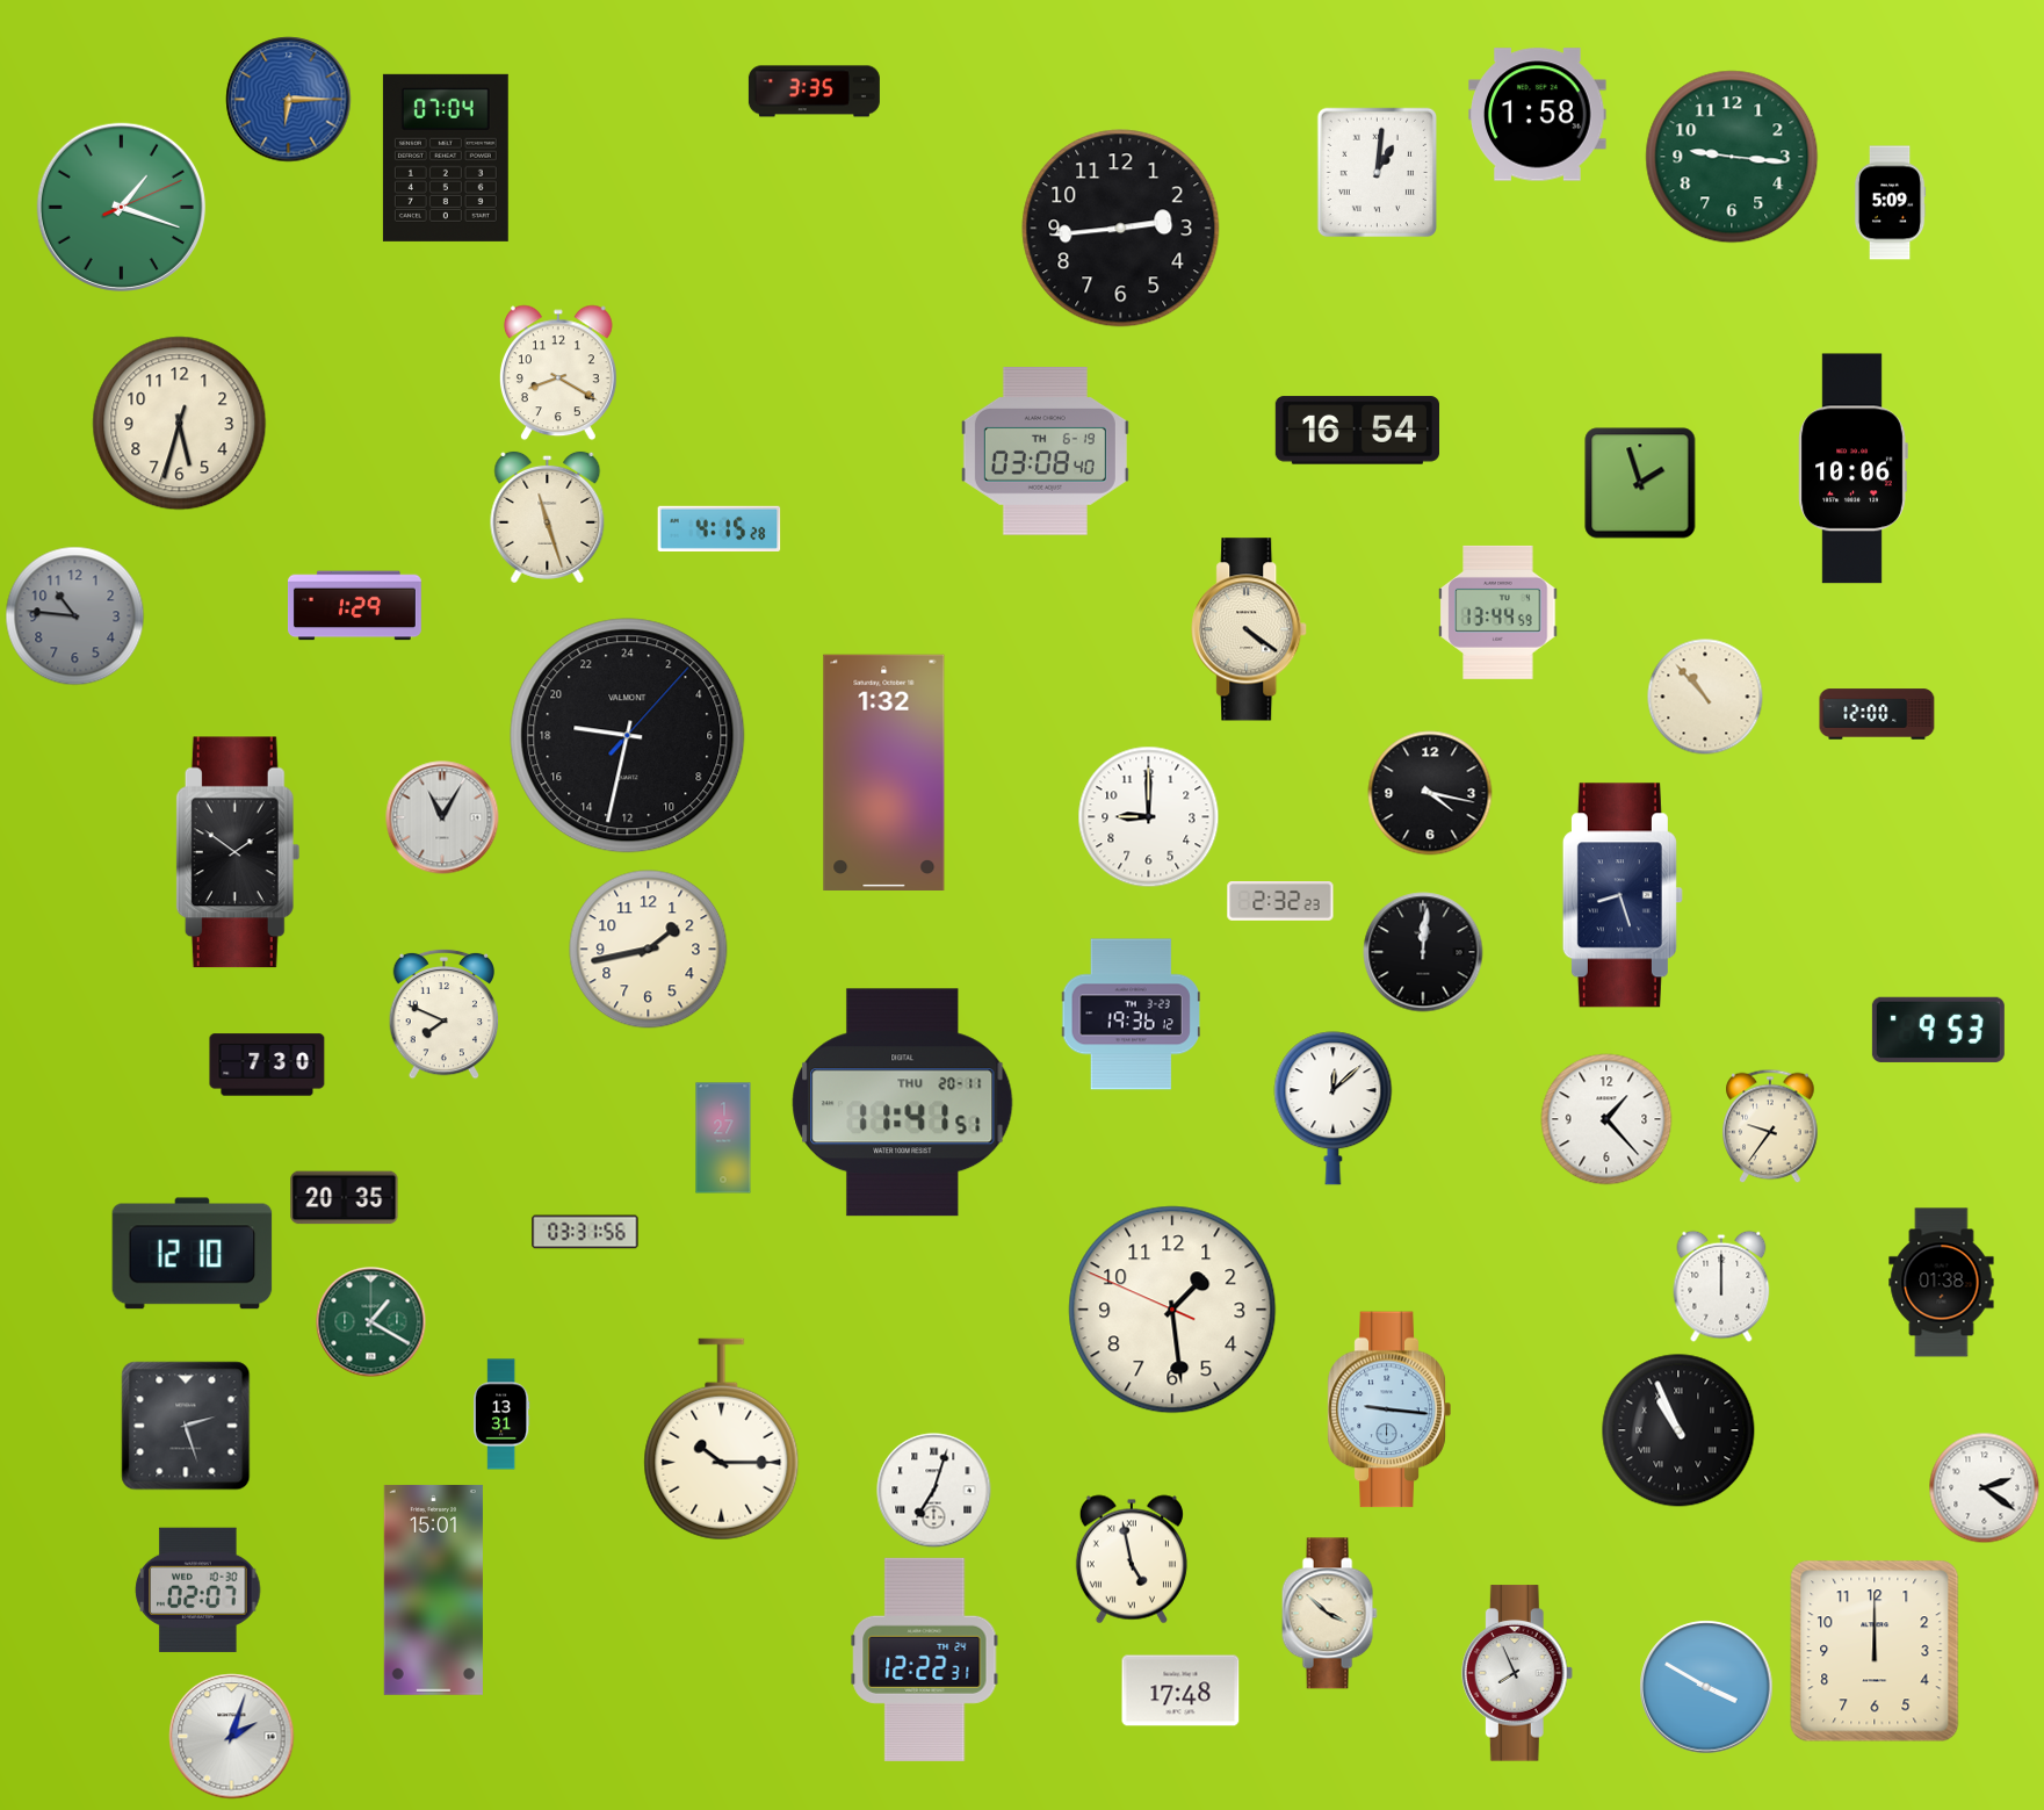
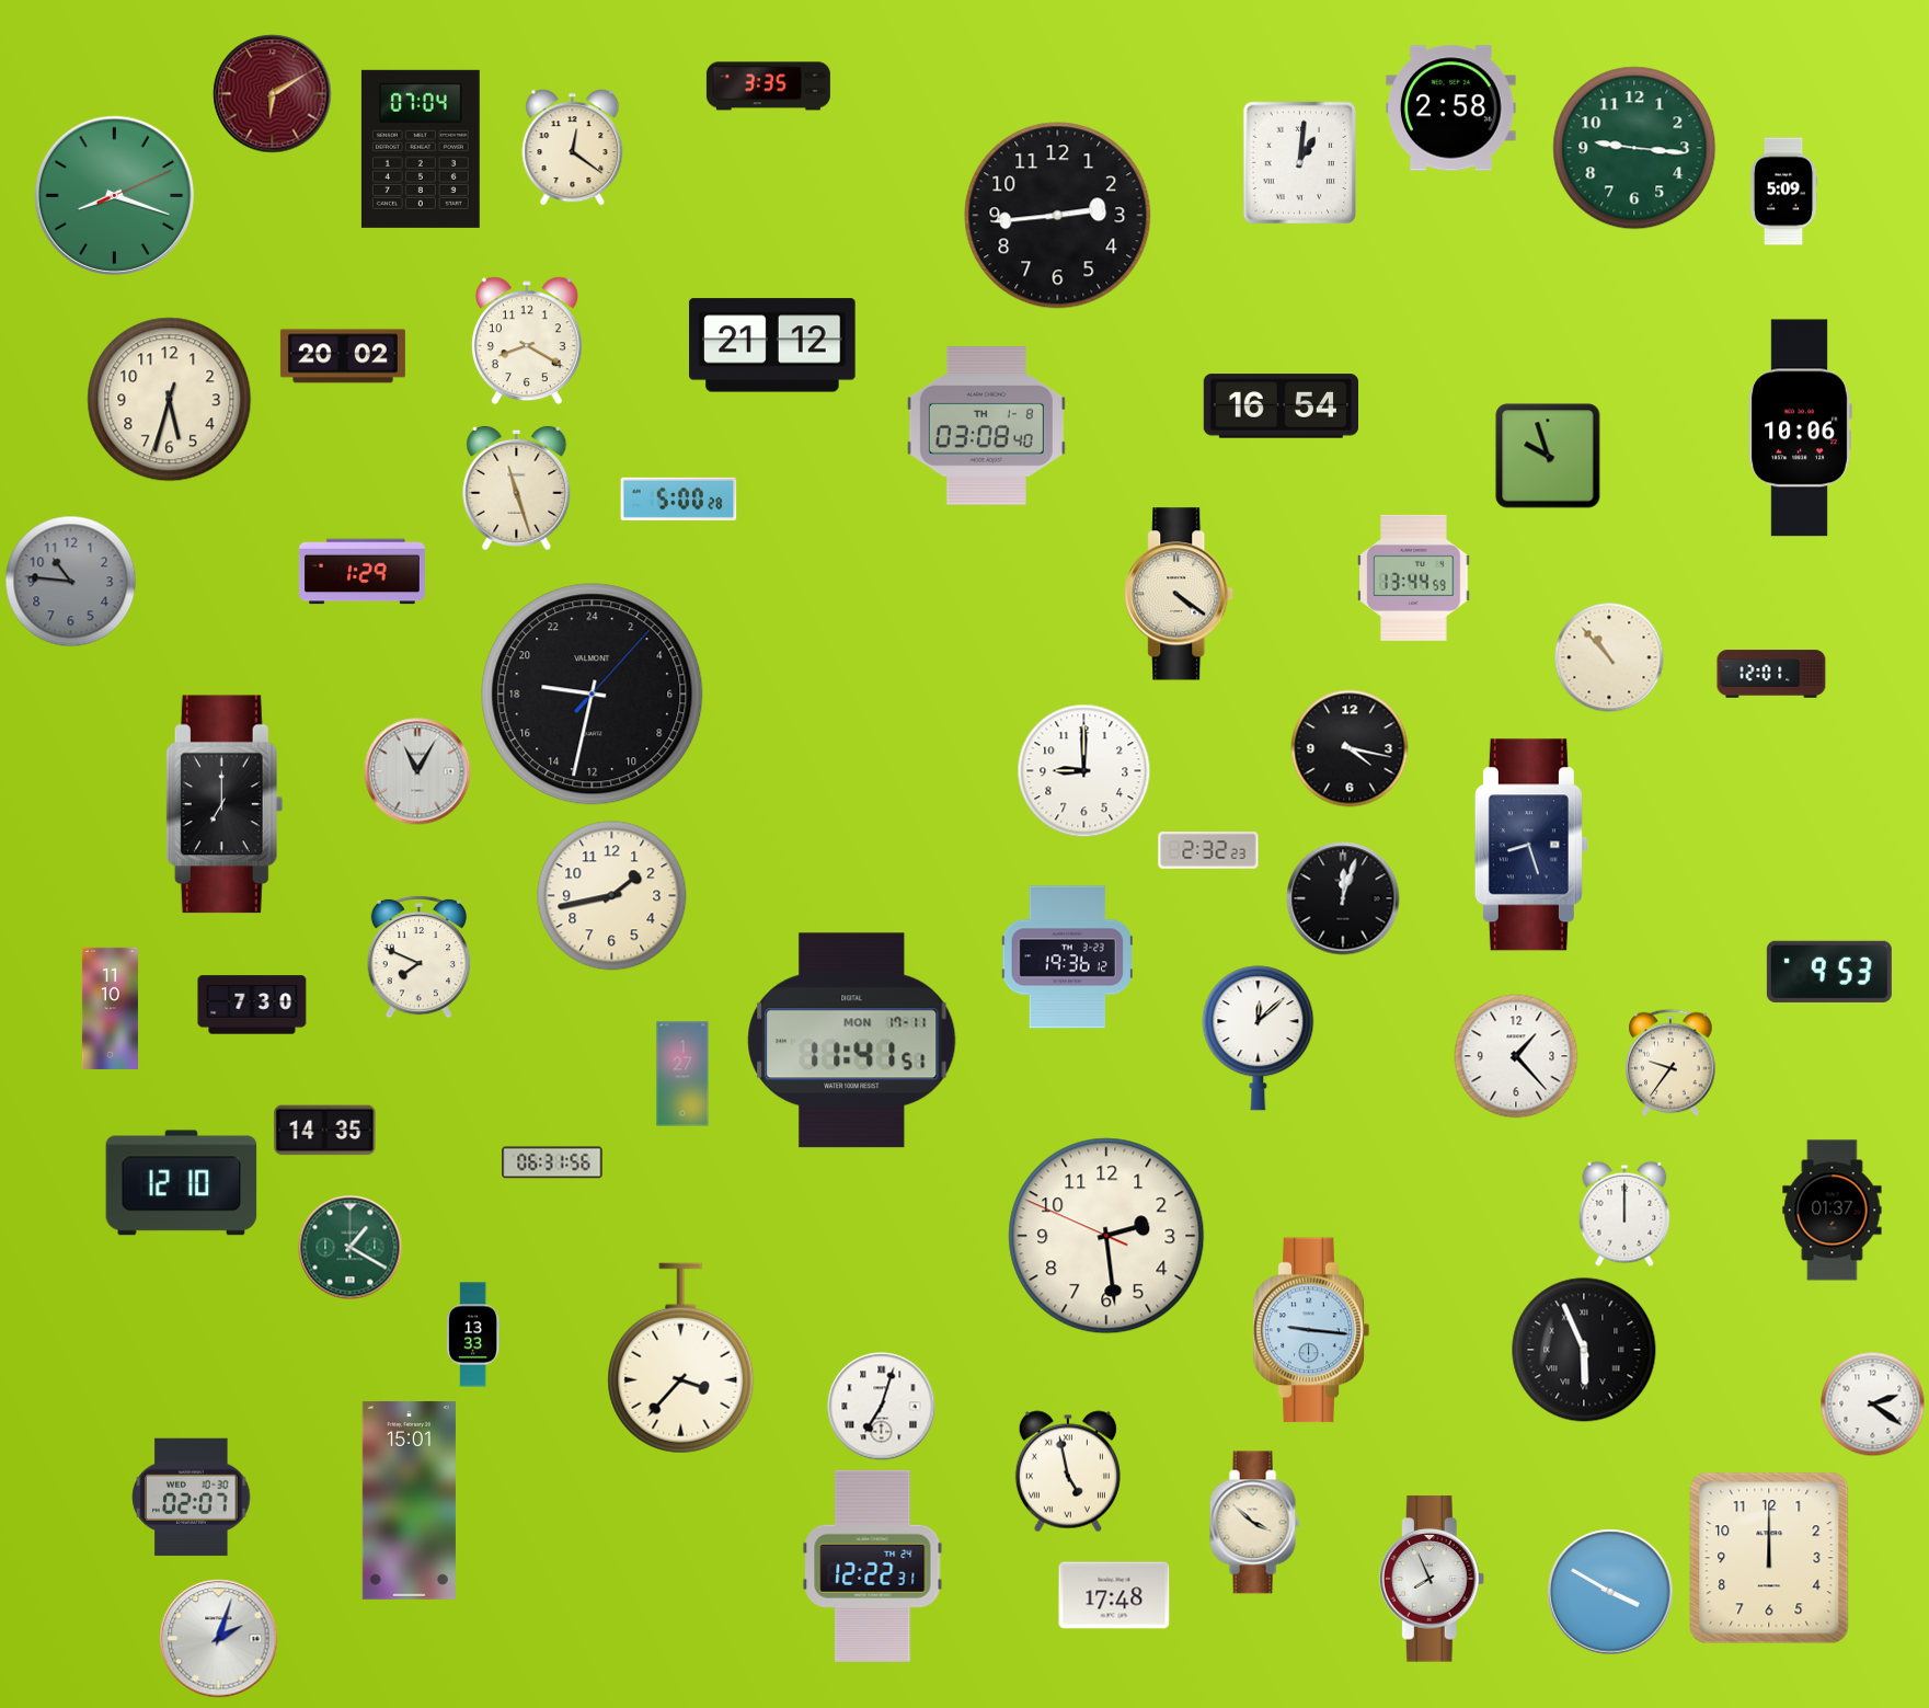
clock at (289, 100): 6:15 -> 6:10
clock at (289, 100) dial: blue -> burgundy
clock at (1538, 115): 1:58 -> 2:58
clock at (573, 148): none -> 12:21
clock at (121, 207): 1:18 -> 8:18
clock at (772, 345): none -> 21:12
clock at (558, 373) position: (558, 373) -> (527, 341)
clock at (343, 356): none -> 20:02
clock at (1045, 452) date: TH 6-19 -> TH 1-8
clock at (1852, 469) position: (1852, 469) -> (1800, 428)
clock at (1640, 483): 1:57 -> 9:57
clock at (720, 528): 4:15 -> 5:00
clock at (354, 606) position: (354, 606) -> (361, 572)
clock at (1877, 714): 12:00 -> 12:01
clock at (884, 772): 1:32 -> none
clock at (238, 852): 1:51 -> 7:00
clock at (1423, 952): 12:01 -> 12:03
clock at (110, 1008): none -> 11:10
clock at (903, 1103) date: THU 20-11 -> MON 17-11
clock at (1334, 1109) position: (1334, 1109) -> (1259, 1039)
clock at (345, 1198): 20:35 -> 14:35
clock at (585, 1232): 03:31 -> 06:31
clock at (1942, 1283): 01:38 -> 01:37
clock at (1172, 1310): 1:28 -> 2:28
clock at (501, 1414): 13:31 -> 13:33
clock at (186, 1426): 2:27 -> none
clock at (1678, 1430): 10:56 -> 5:56
clock at (722, 1440): 10:15 -> 3:37
clock at (198, 1589) position: (198, 1589) -> (192, 1497)
